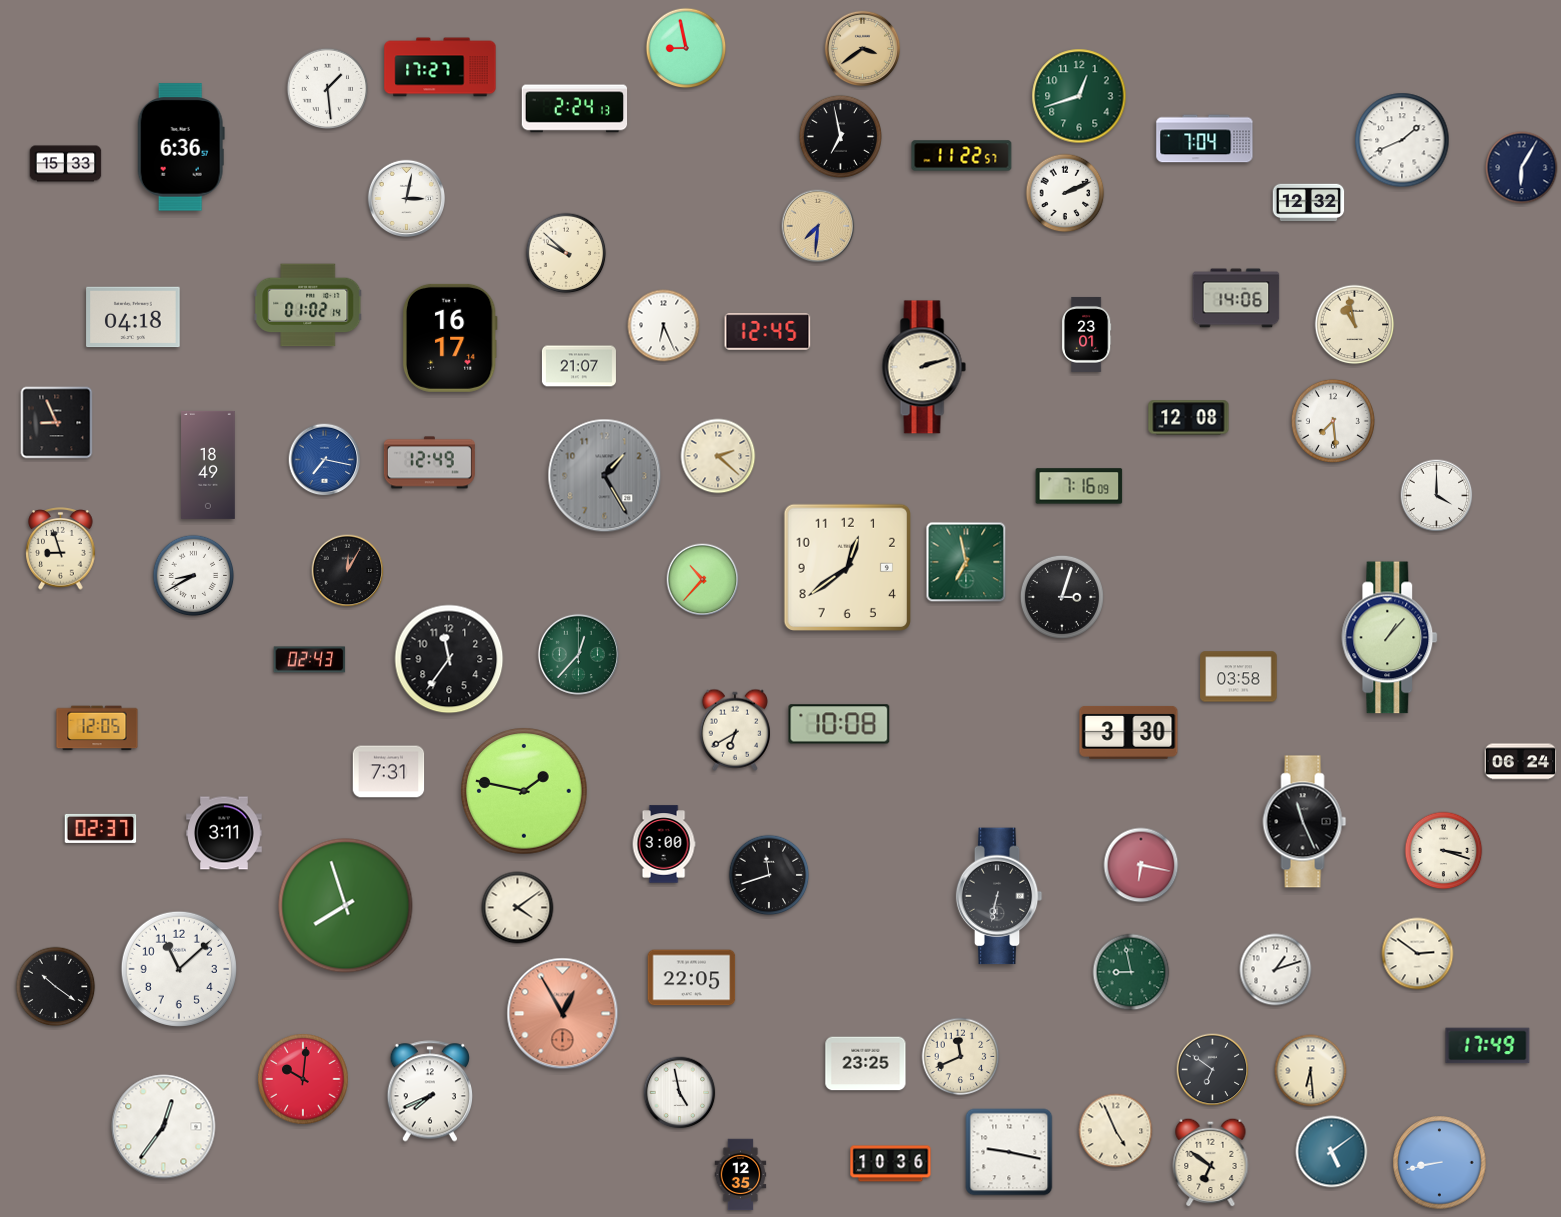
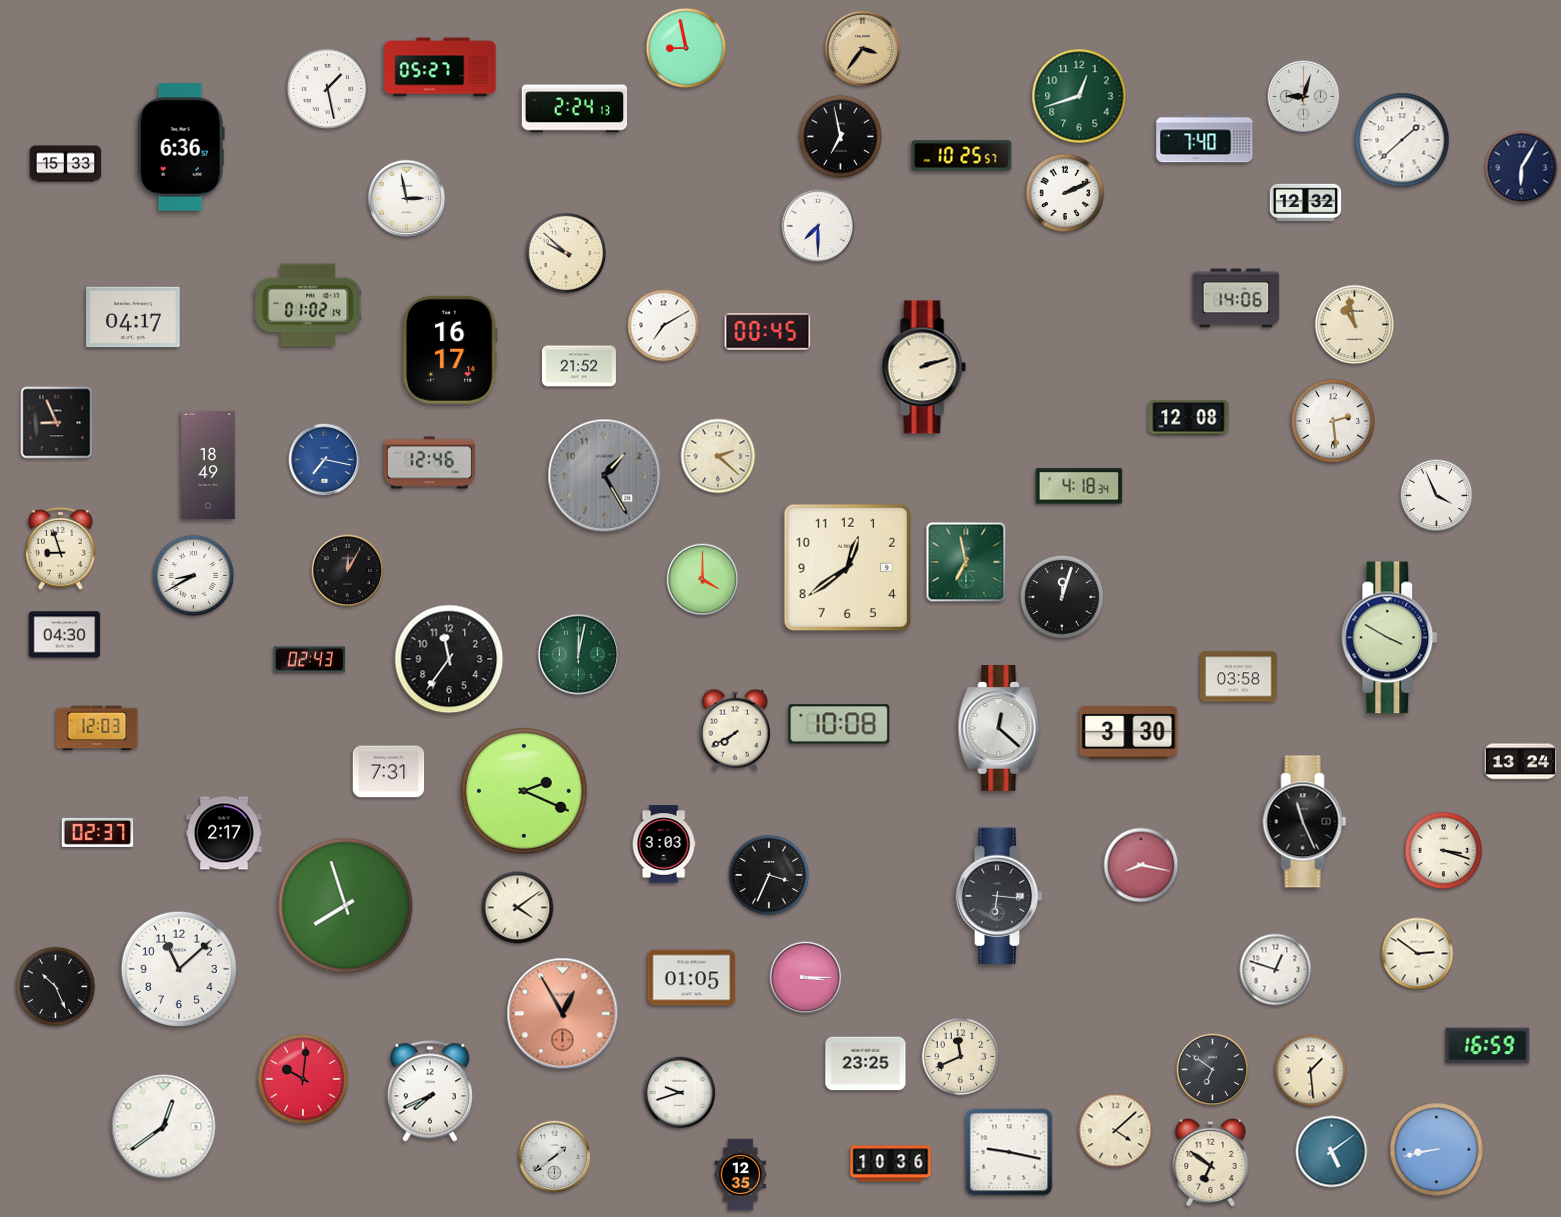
clock at (863, 49): 3:39 -> 3:36
clock at (440, 67): 17:27 -> 05:27
clock at (328, 89): 1:29 -> 1:28
clock at (1304, 97): none -> 9:03
clock at (1205, 139): 7:04 -> 7:40
clock at (1402, 140): 1:41 -> 1:38
clock at (962, 156): 11:22 -> 10:25
clock at (406, 198): 3:02 -> 2:58
clock at (1309, 203) position: (1309, 203) -> (1306, 203)
clock at (818, 226): 7:31 -> 7:30
clock at (818, 226) dial: champagne -> white
clock at (133, 317): 04:18 -> 04:17
clock at (664, 326): 6:26 -> 7:10
clock at (768, 332): 12:45 -> 00:45
clock at (1086, 334): 23:01 -> none
clock at (450, 338) position: (450, 338) -> (450, 350)
clock at (579, 366): 21:07 -> 21:52
clock at (1333, 421): 7:29 -> 2:29
clock at (429, 463): 12:49 -> 12:46
clock at (1079, 486): 7:16 -> 4:18
clock at (1437, 496): 4:00 -> 3:56
clock at (703, 580): 10:37 -> 4:00
clock at (1062, 597): 3:03 -> 12:03
clock at (65, 635): none -> 04:30
clock at (1390, 638): 1:07 -> 3:50
clock at (578, 654): 12:37 -> 12:02
clock at (97, 728): 12:05 -> 12:03
clock at (999, 729): none -> 12:22
clock at (734, 730): 6:40 -> 7:40
clock at (1521, 762): 06:24 -> 13:24
clock at (524, 791): 1:47 -> 2:19
clock at (101, 828) position: (101, 828) -> (98, 832)
clock at (225, 833): 3:11 -> 2:17
clock at (664, 844): 3:00 -> 3:03
clock at (1141, 865): 6:17 -> 8:17
clock at (769, 875): 11:42 -> 3:34
clock at (999, 896): 6:32 -> 6:16
clock at (1276, 970): 1:12 -> 12:48
clock at (1131, 972): 8:58 -> none
clock at (692, 978): 22:05 -> 01:05
clock at (806, 978): none -> 3:15
clock at (56, 987): 10:21 -> 10:26
clock at (1488, 1046): 17:49 -> 16:59
clock at (1311, 1071): 6:29 -> 1:29
clock at (680, 1093): 4:58 -> 9:42
clock at (164, 1127): 12:36 -> 12:39
clock at (1116, 1131): 4:56 -> 4:08
clock at (555, 1157): none -> 1:39
clock at (1440, 1163) position: (1440, 1163) -> (1437, 1150)
